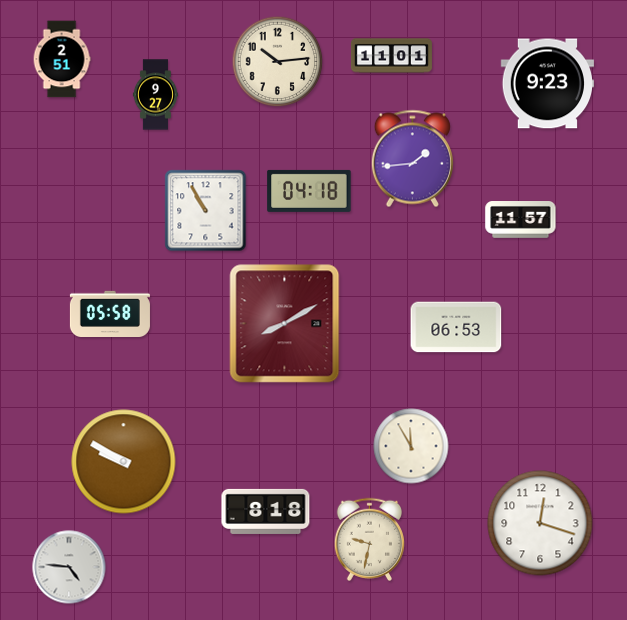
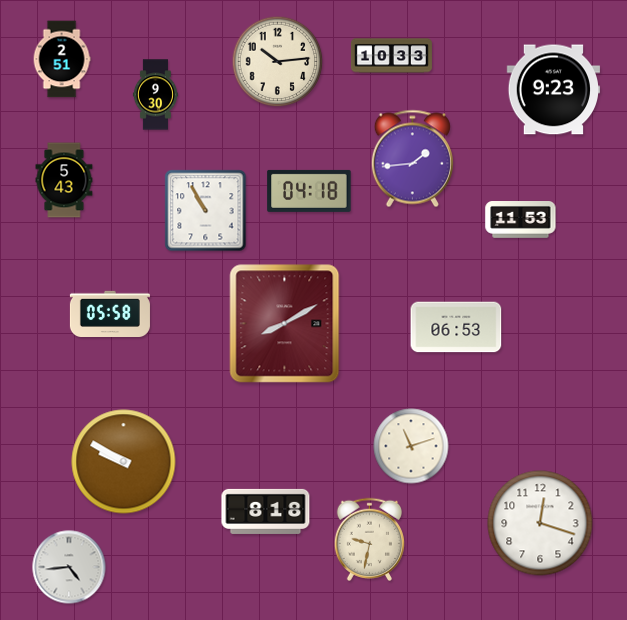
clock at (391, 56): 11:01 -> 10:33
clock at (547, 84) position: (547, 84) -> (553, 90)
clock at (155, 95): 9:27 -> 9:30
clock at (64, 180): none -> 5:43
clock at (521, 220): 11:57 -> 11:53
clock at (411, 446): 11:55 -> 11:12
clock at (69, 567): 4:46 -> 4:44
